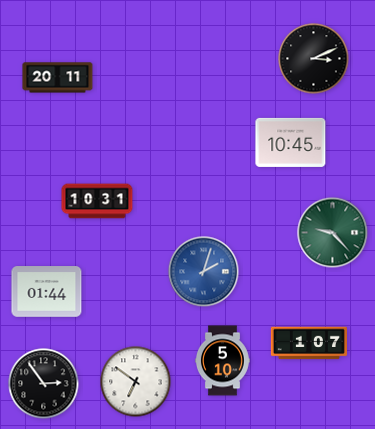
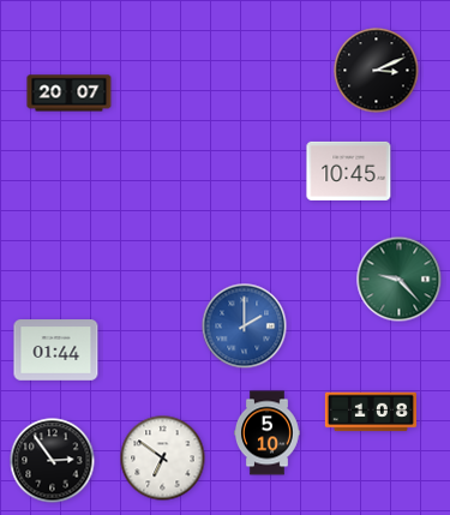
clock at (58, 78): 20:11 -> 20:07
clock at (97, 201): 10:31 -> none
clock at (204, 272): 2:03 -> 2:00
clock at (309, 343): 1:07 -> 1:08
